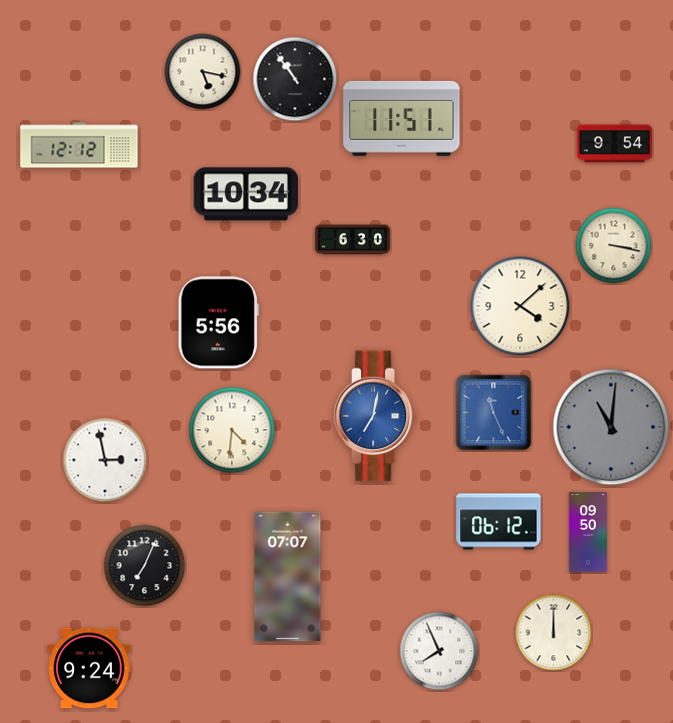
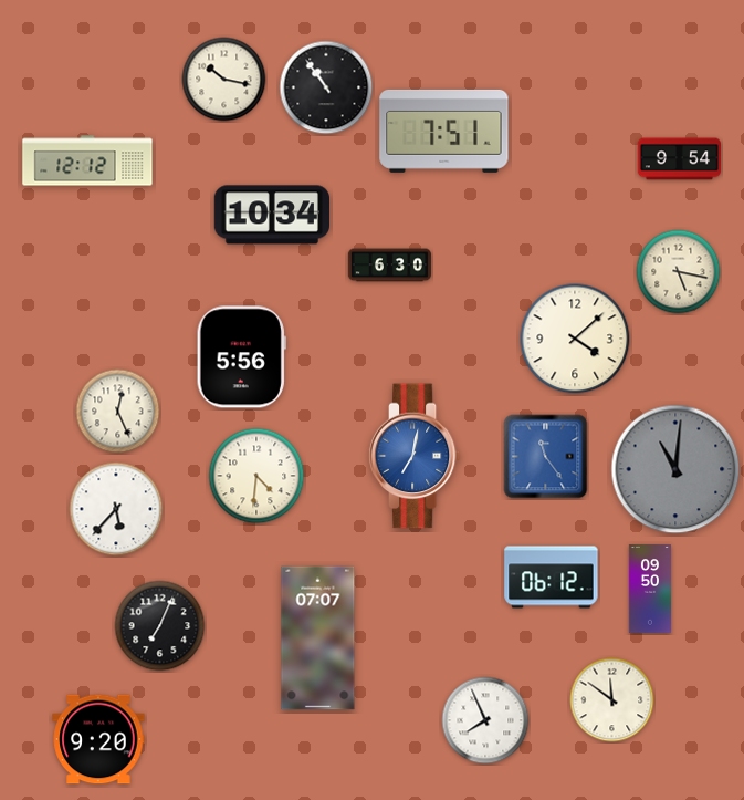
clock at (203, 72): 5:17 -> 10:17
clock at (402, 118): 11:51 -> 7:51
clock at (614, 246): 3:17 -> 5:17
clock at (118, 412): none -> 12:26
clock at (494, 413): 11:26 -> 11:24
clock at (375, 416) position: (375, 416) -> (415, 456)
clock at (611, 427) position: (611, 427) -> (675, 469)
clock at (105, 460): 2:58 -> 5:37
clock at (554, 633): 12:00 -> 11:51
clock at (89, 668): 9:24 -> 9:20
